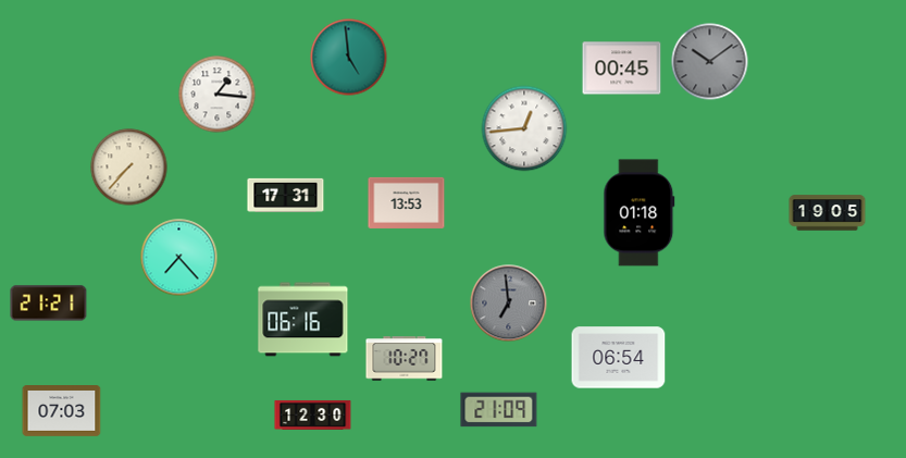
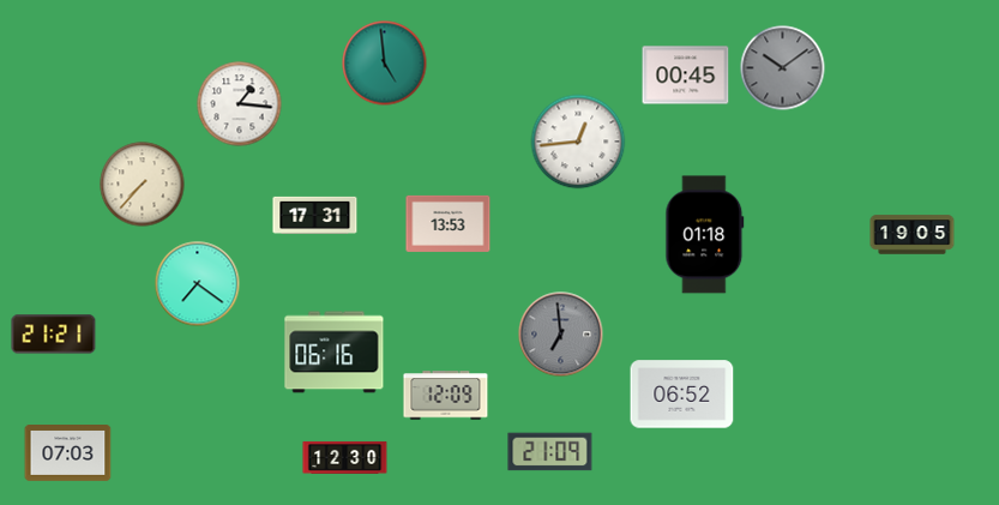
clock at (179, 258): 7:23 -> 7:21
clock at (619, 358): 06:54 -> 06:52
clock at (405, 359): 10:27 -> 12:09
